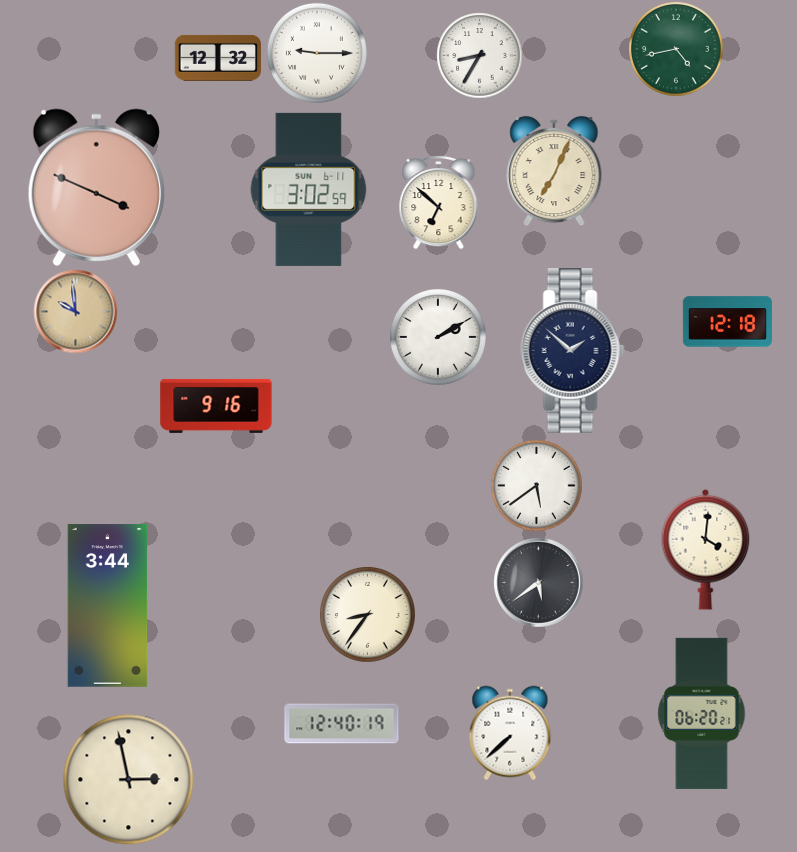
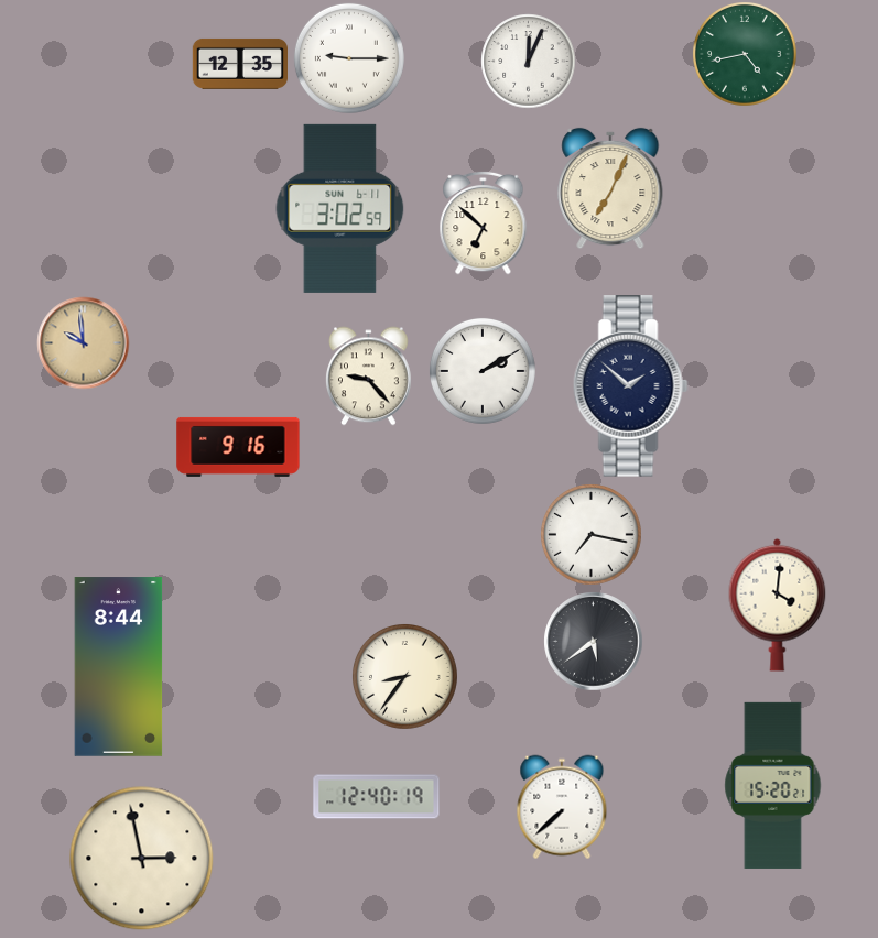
clock at (479, 55): 8:35 -> 12:04
clock at (217, 58): 12:32 -> 12:35
clock at (96, 187): 3:49 -> none
clock at (727, 322): 12:18 -> none
clock at (369, 375): none -> 9:23
clock at (536, 485): 5:39 -> 7:17
clock at (108, 606): 3:44 -> 8:44
clock at (702, 713): 06:20 -> 15:20
